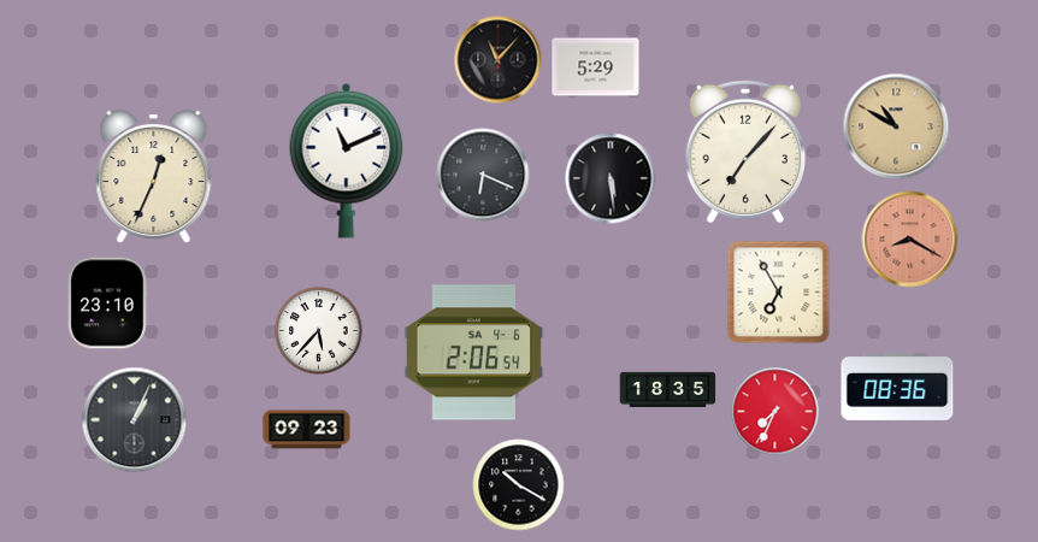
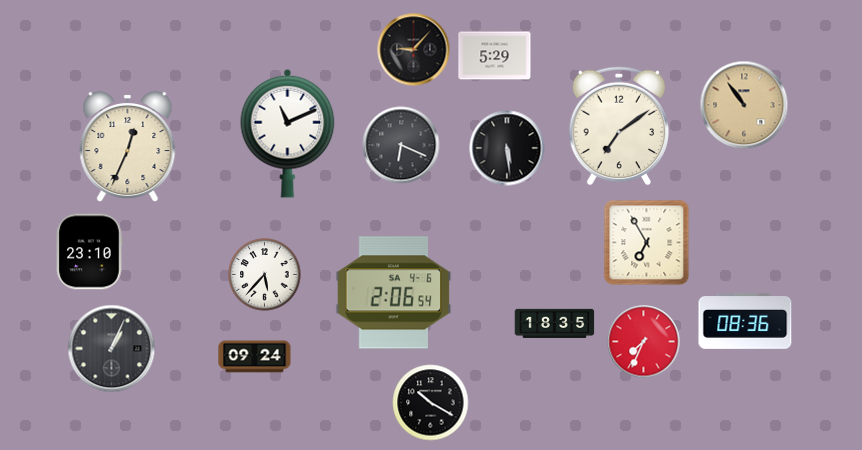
clock at (499, 60): 11:07 -> 9:07
clock at (896, 126): 10:50 -> 10:54
clock at (744, 152): 7:07 -> 7:09
clock at (910, 240): 8:20 -> none
clock at (307, 430): 09:23 -> 09:24
